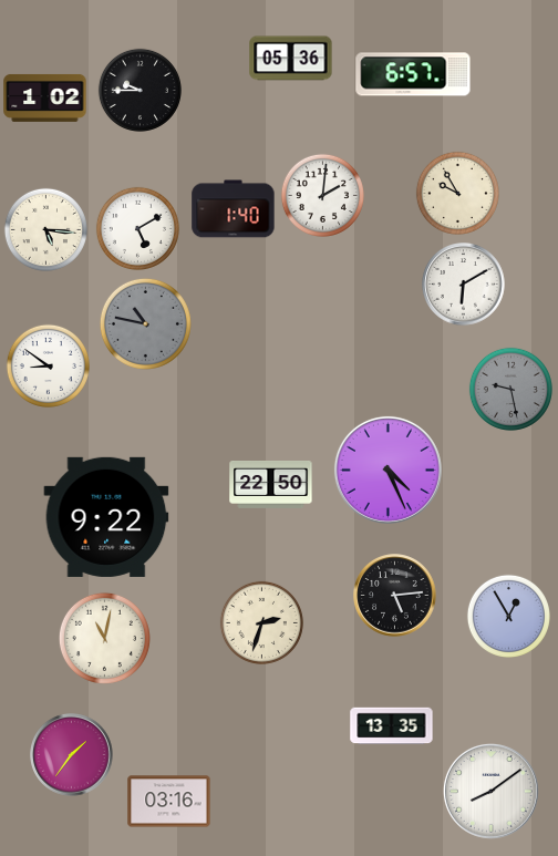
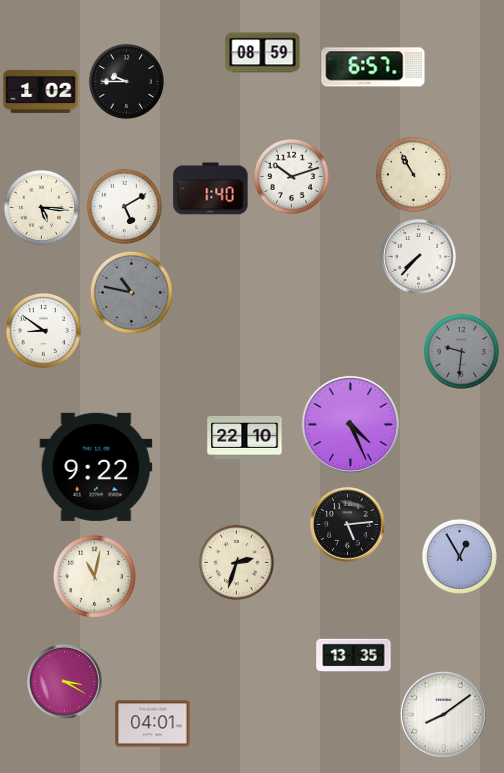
clock at (291, 59): 05:36 -> 08:59
clock at (45, 97) position: (45, 97) -> (41, 91)
clock at (457, 193): 9:55 -> 10:55
clock at (322, 195): 2:01 -> 10:12
clock at (464, 285): 6:10 -> 7:37
clock at (510, 389): 9:28 -> 9:31
clock at (271, 484): 22:50 -> 22:10
clock at (395, 596) position: (395, 596) -> (348, 525)
clock at (72, 755): 1:36 -> 3:20
clock at (169, 802): 03:16 -> 04:01
